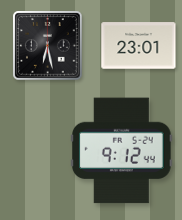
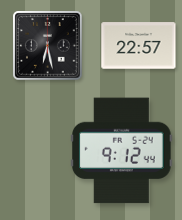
clock at (139, 46): 23:01 -> 22:57
